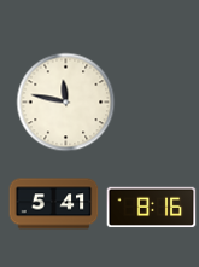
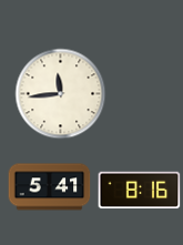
clock at (66, 103): 11:47 -> 11:44
